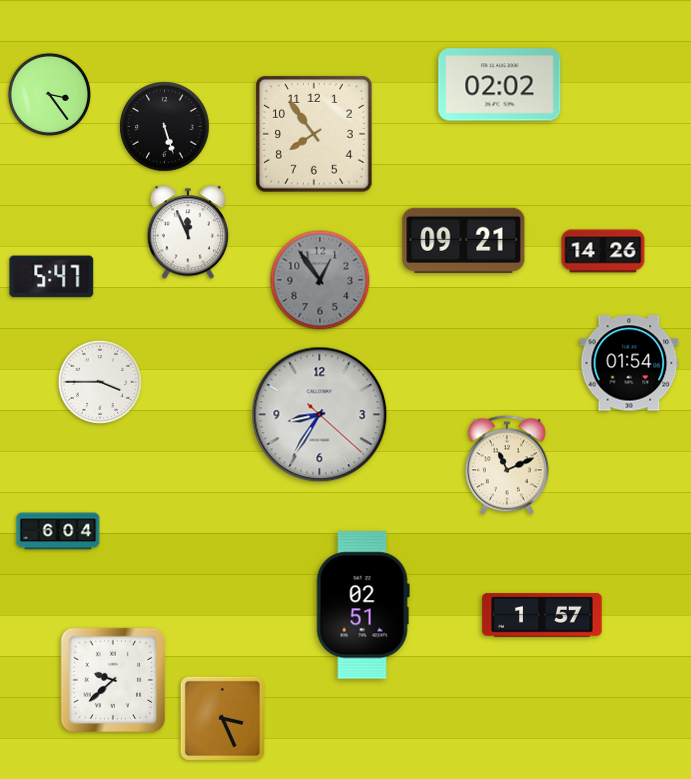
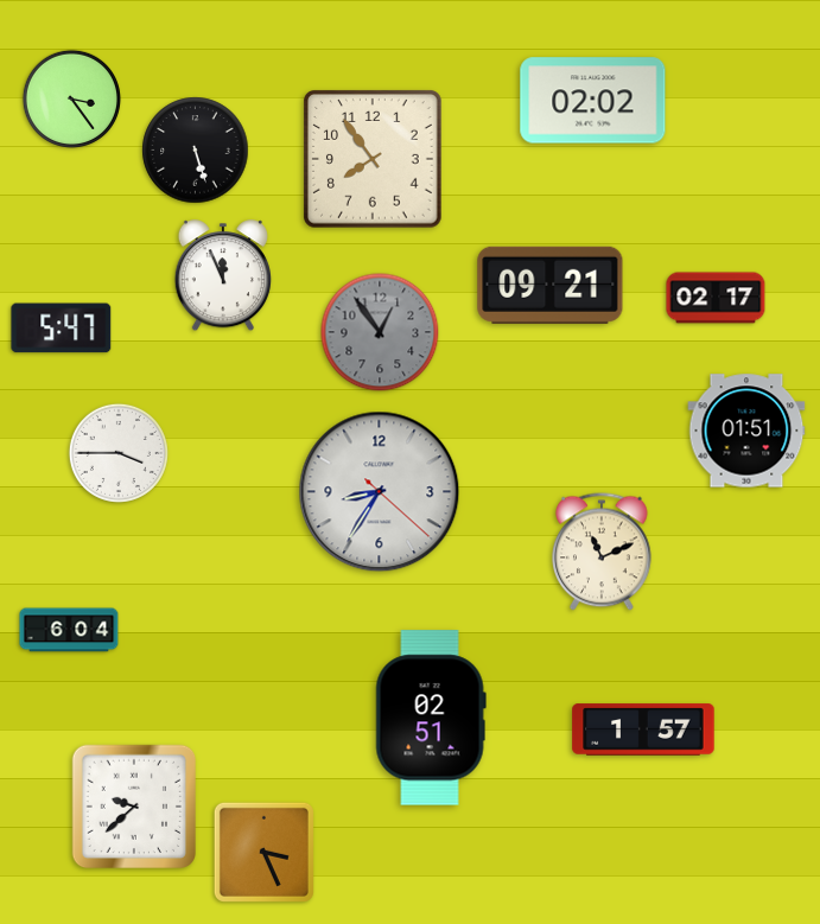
clock at (49, 94) position: (49, 94) -> (71, 98)
clock at (603, 251): 14:26 -> 02:17
clock at (629, 363): 01:54 -> 01:51
